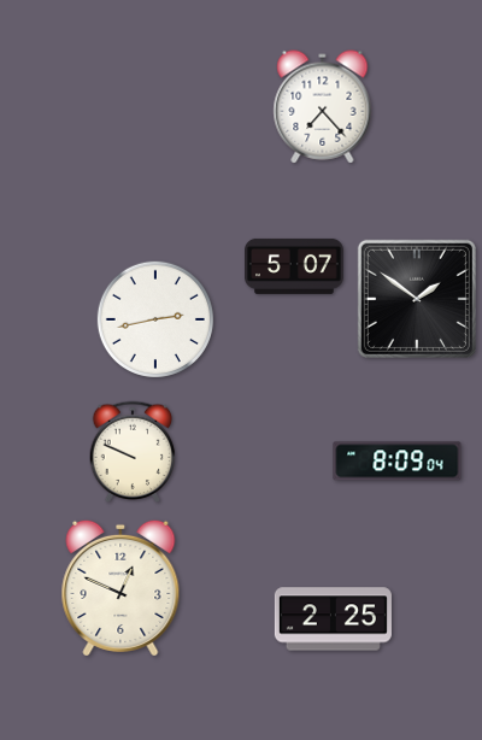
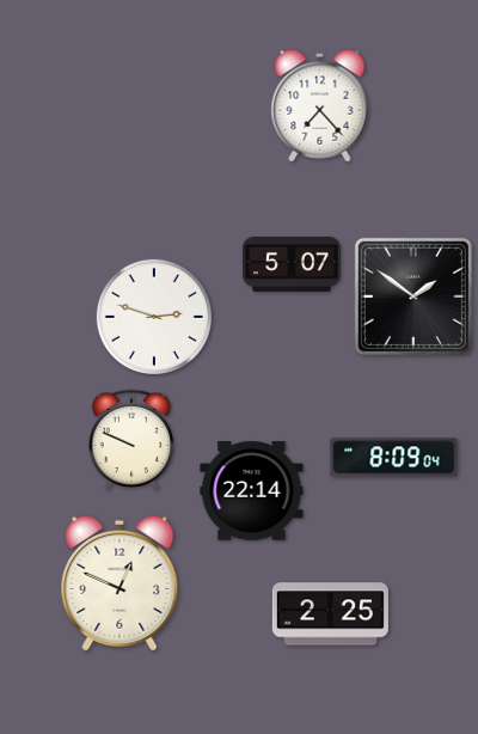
clock at (155, 319): 2:43 -> 2:48
clock at (133, 451) position: (133, 451) -> (131, 439)
clock at (252, 491): none -> 22:14
